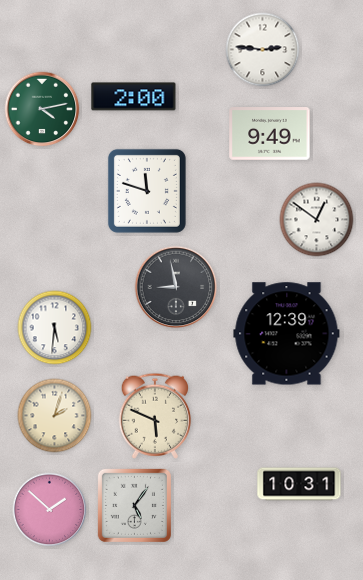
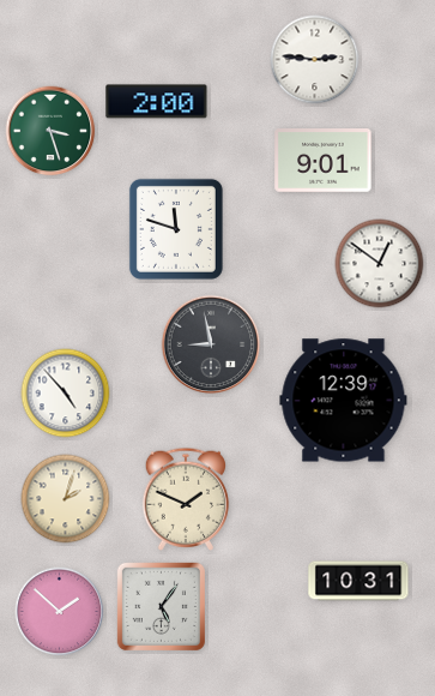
clock at (134, 97) position: (134, 97) -> (157, 102)
clock at (42, 109): 4:13 -> 3:27
clock at (270, 134): 9:49 -> 9:01
clock at (55, 328): 5:31 -> 4:53
clock at (155, 416): 5:49 -> 1:49
